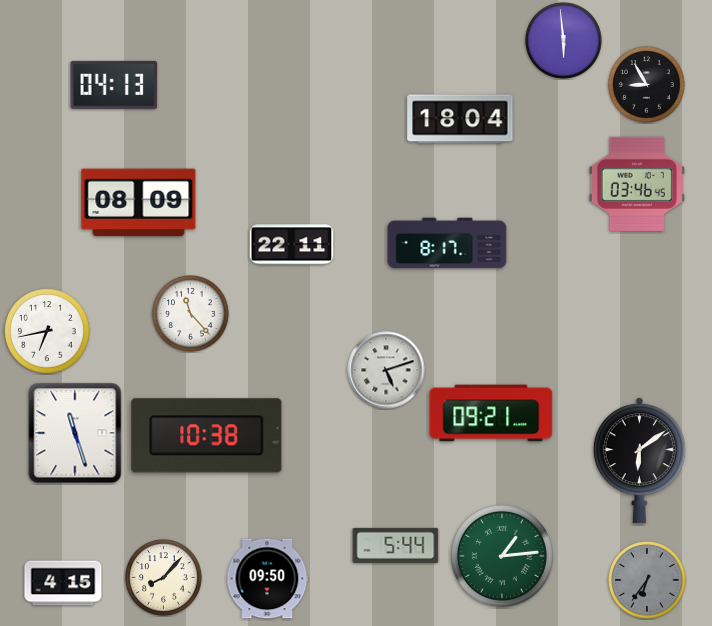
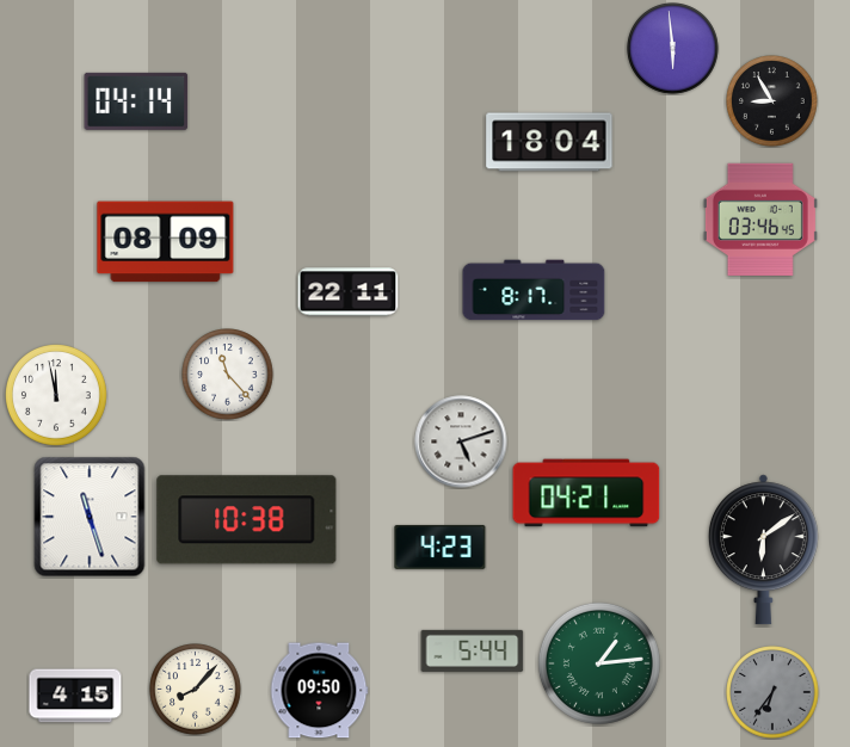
clock at (114, 85): 04:13 -> 04:14
clock at (48, 332): 6:43 -> 11:58
clock at (491, 413): 09:21 -> 04:21
clock at (441, 547): none -> 4:23
